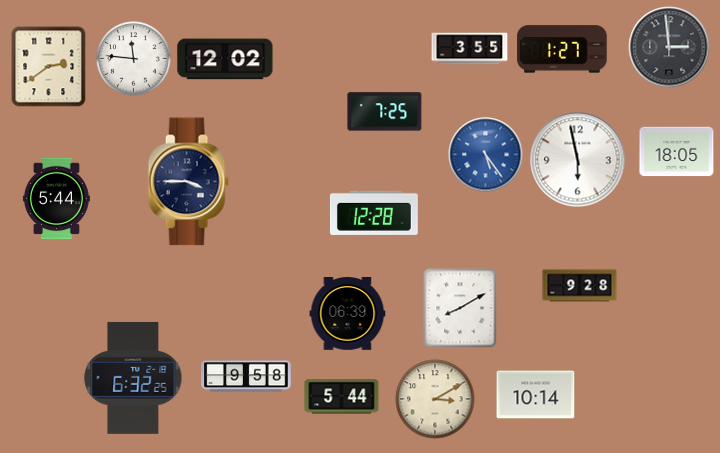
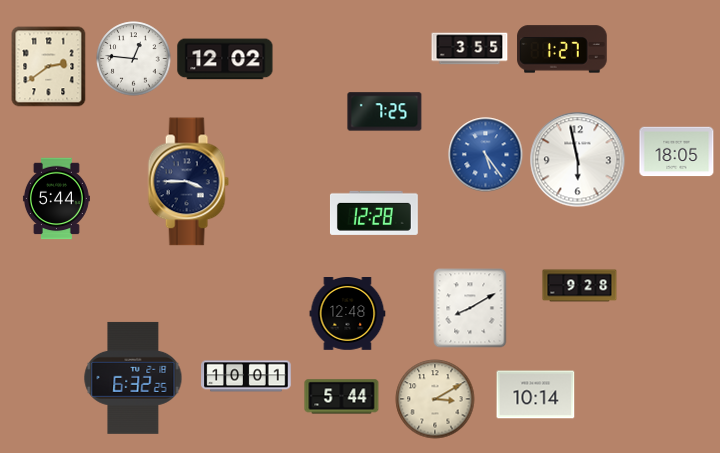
clock at (669, 47): 2:59 -> none
clock at (134, 59): 11:46 -> 12:46
clock at (460, 308) position: (460, 308) -> (470, 308)
clock at (348, 314): 06:39 -> 12:48
clock at (246, 376): 9:58 -> 10:01
